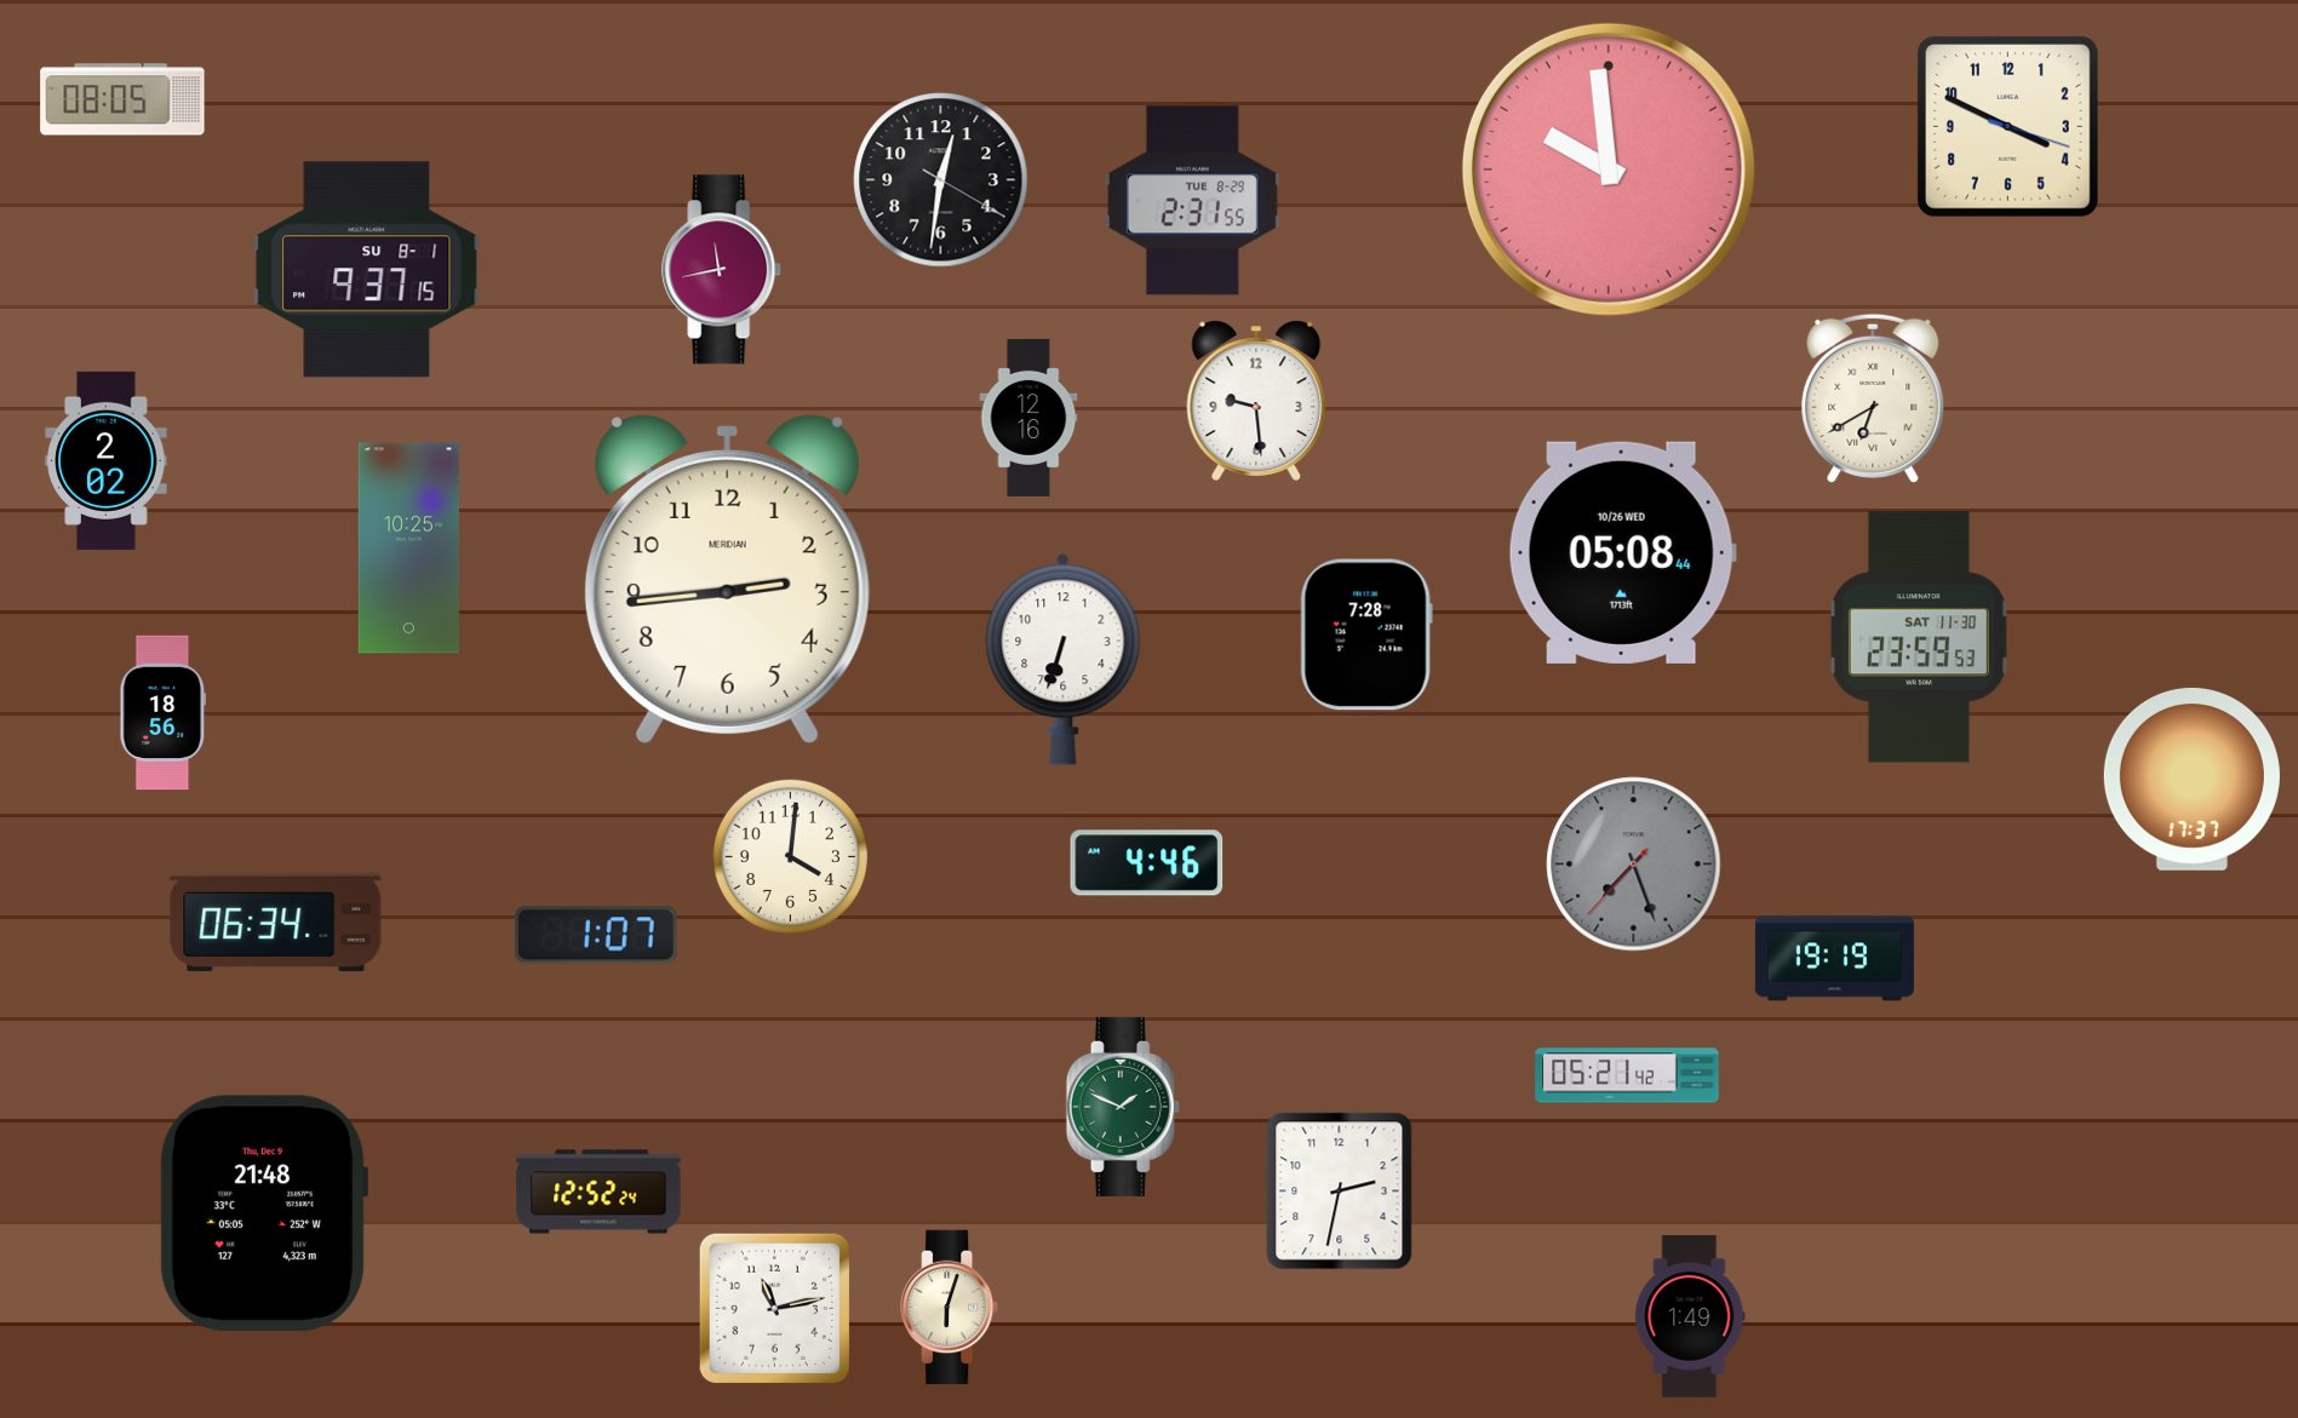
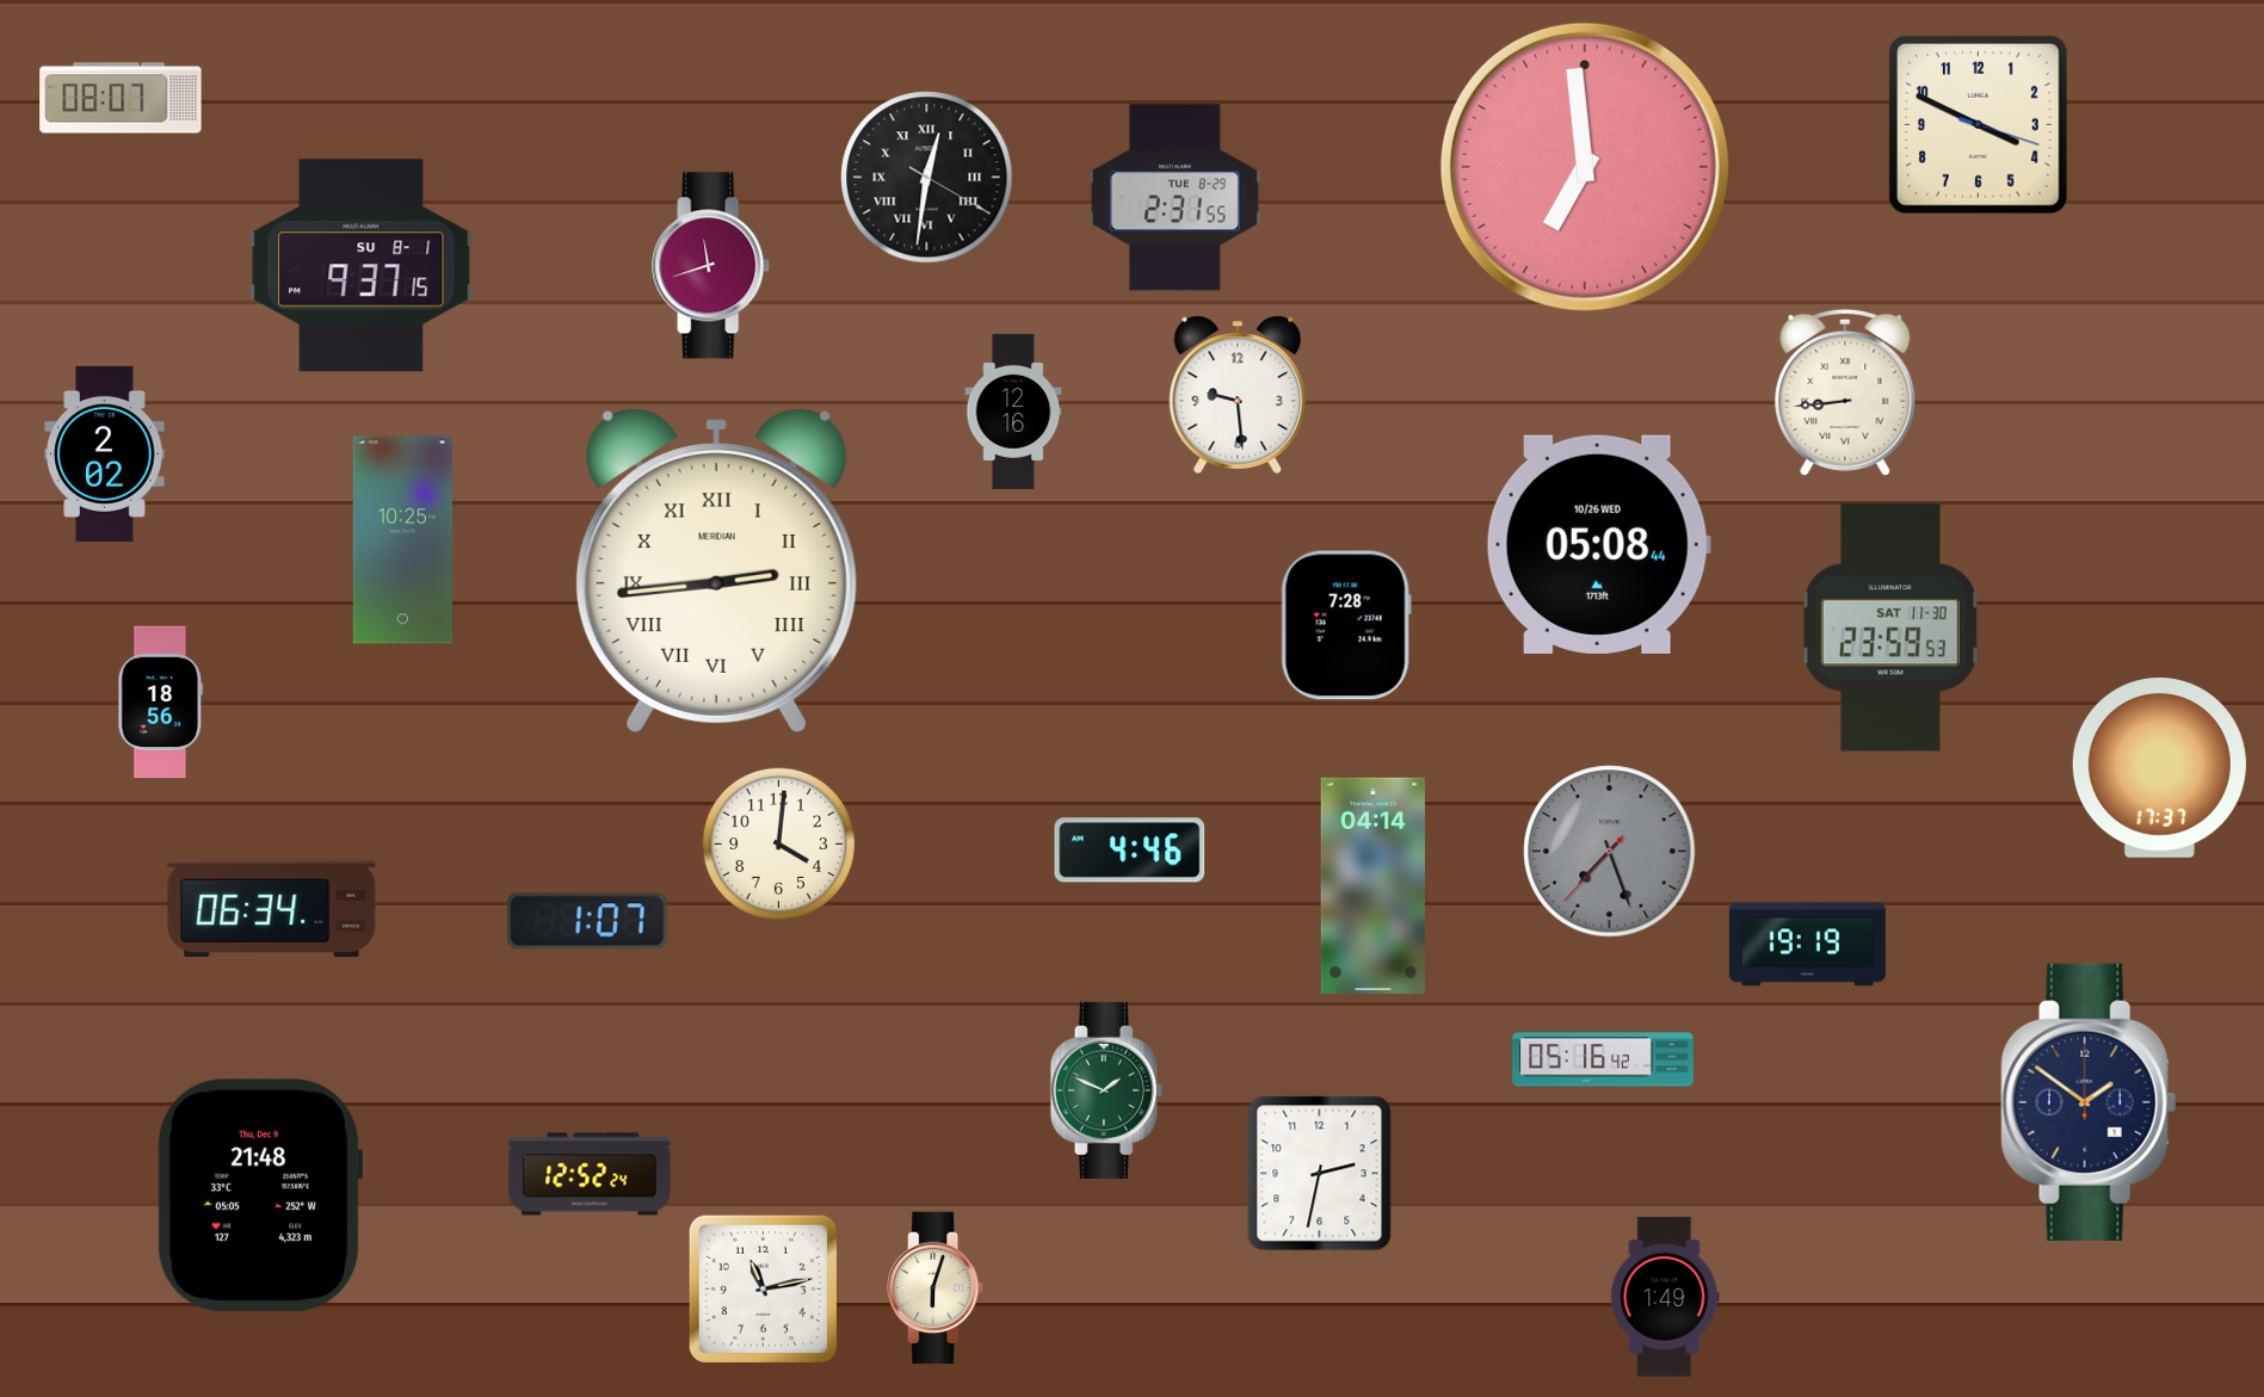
clock at (122, 99): 08:05 -> 08:07
clock at (1609, 170): 9:59 -> 6:59
clock at (941, 180) numerals: Arabic -> Roman
clock at (722, 270): 11:43 -> 11:42
clock at (1873, 398): 6:40 -> 8:44
clock at (727, 580) numerals: Arabic -> Roman
clock at (1064, 660): 6:33 -> none
clock at (1372, 885): none -> 04:14
clock at (1627, 1075): 05:21 -> 05:16
clock at (2089, 1102): none -> 1:51
